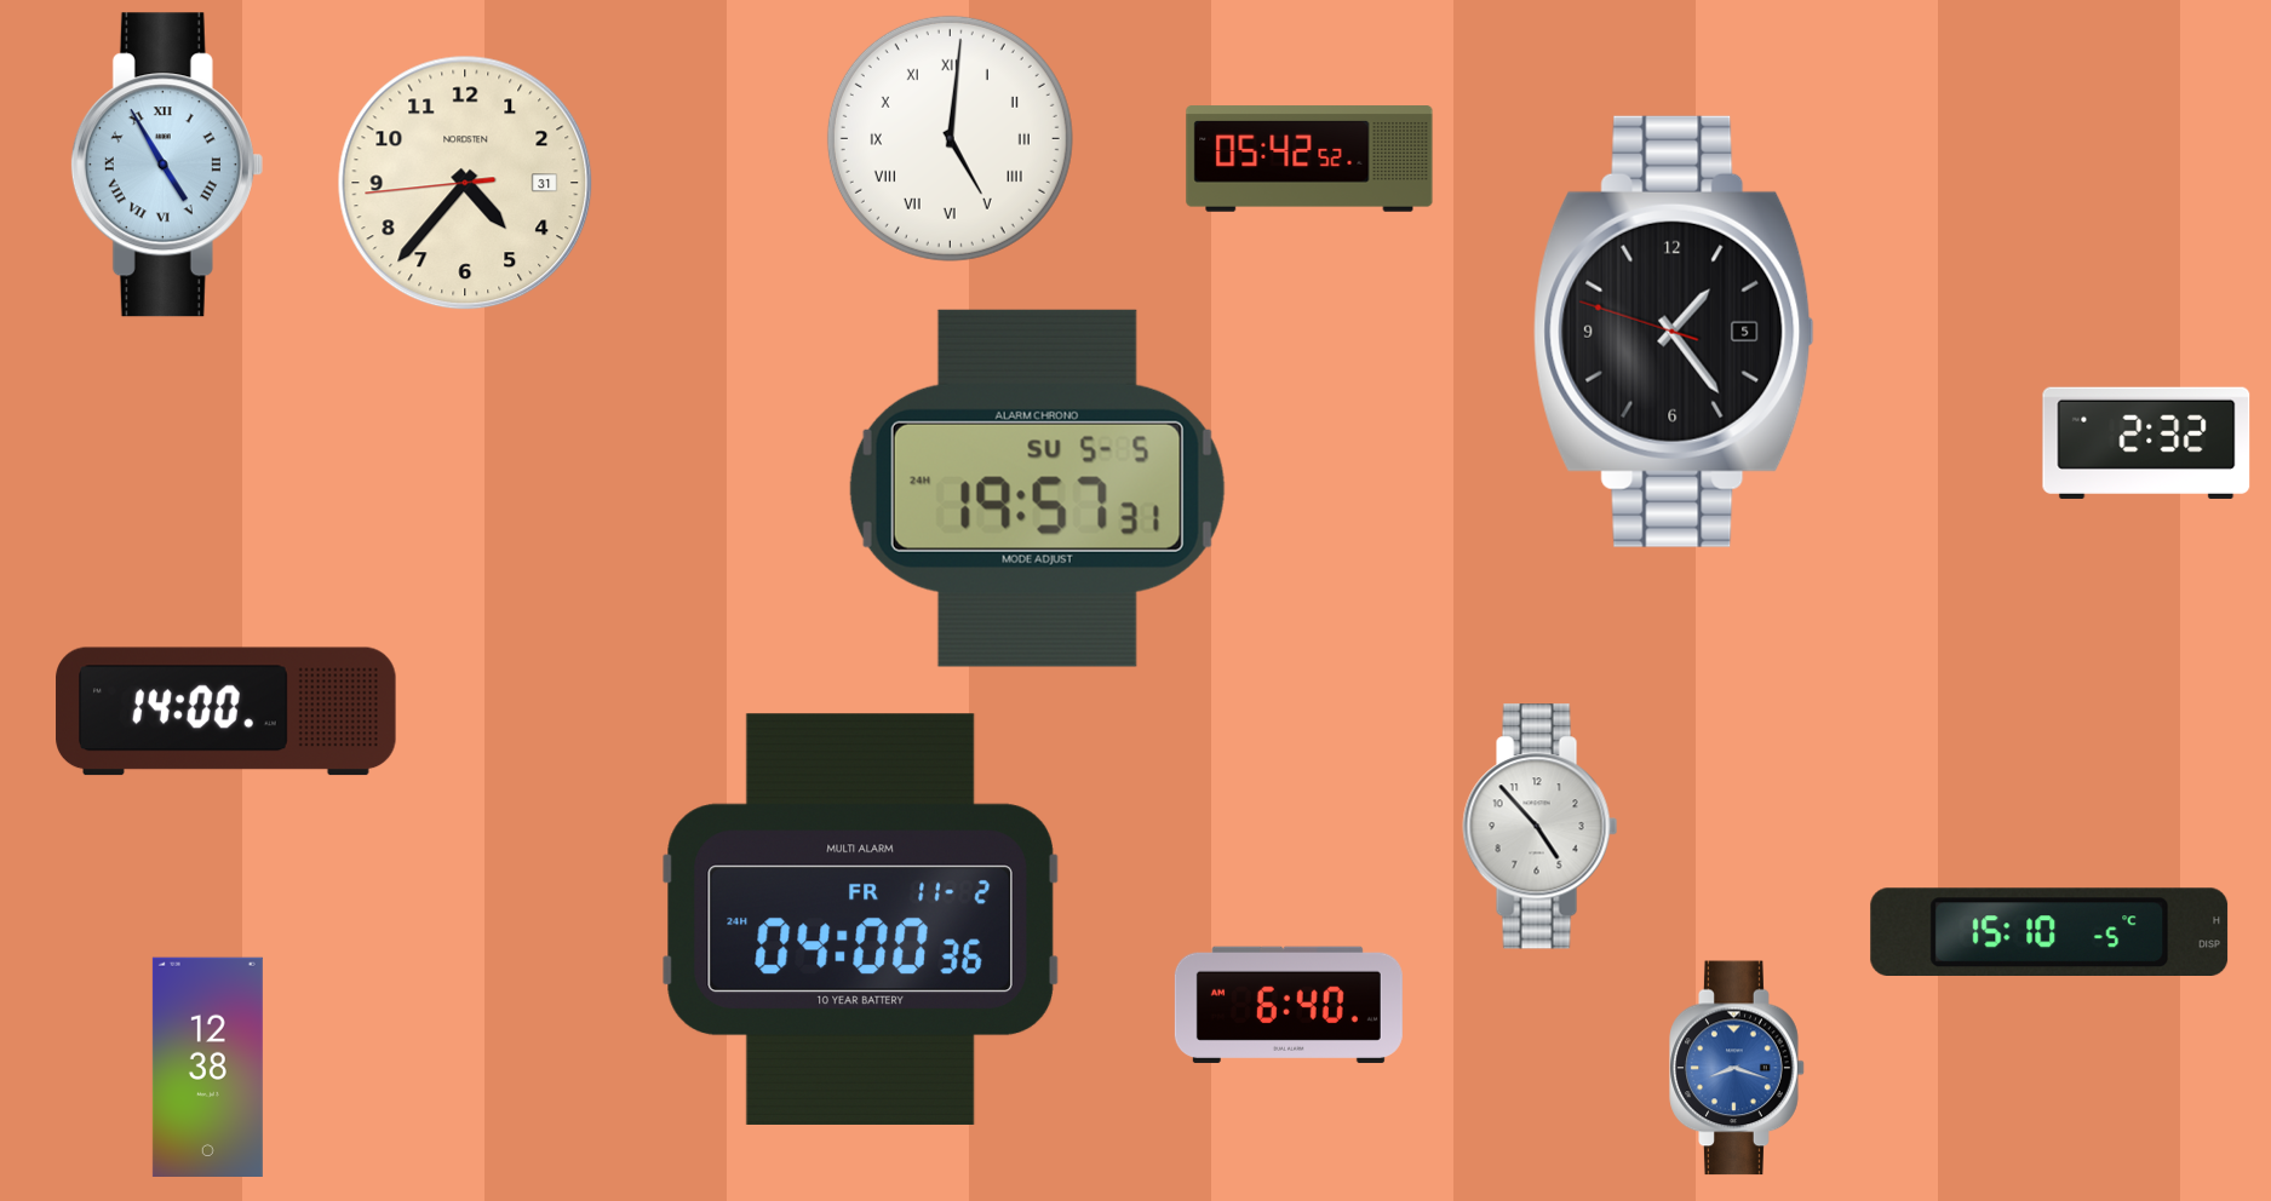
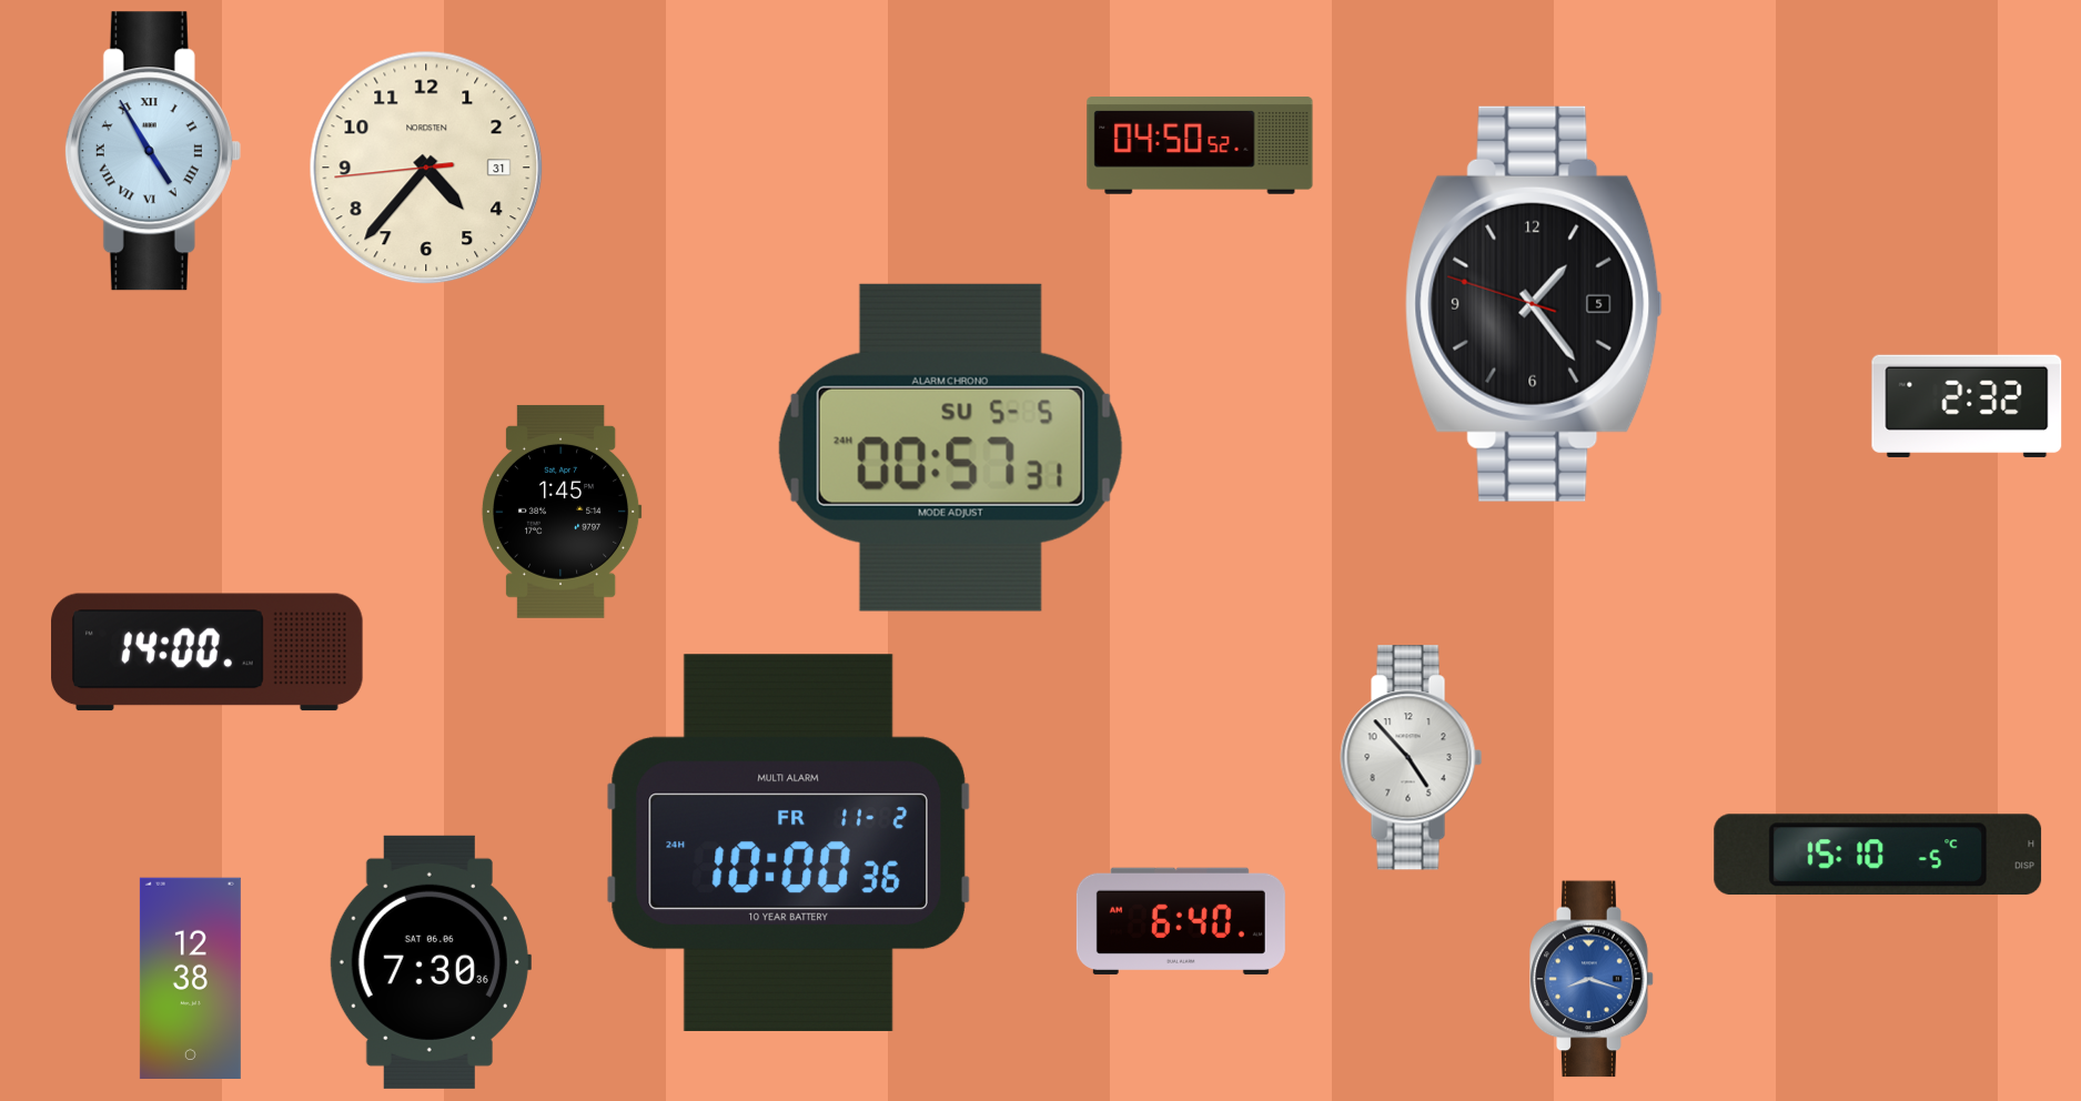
clock at (950, 138): 5:01 -> none
clock at (1309, 159): 05:42 -> 04:50
clock at (1037, 488): 19:57 -> 00:57
clock at (562, 512): none -> 1:45
clock at (860, 919): 04:00 -> 10:00
clock at (431, 962): none -> 7:30
